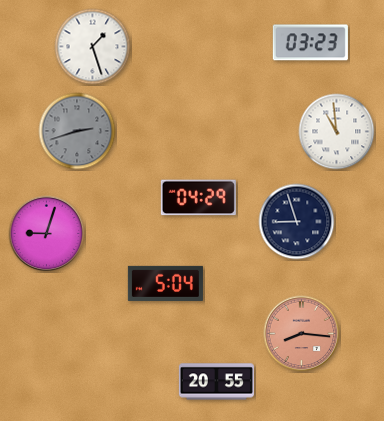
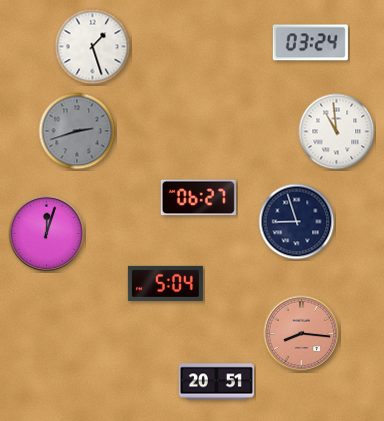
clock at (310, 43): 03:23 -> 03:24
clock at (198, 198): 04:29 -> 06:27
clock at (47, 234): 9:03 -> 12:03
clock at (216, 382): 20:55 -> 20:51
